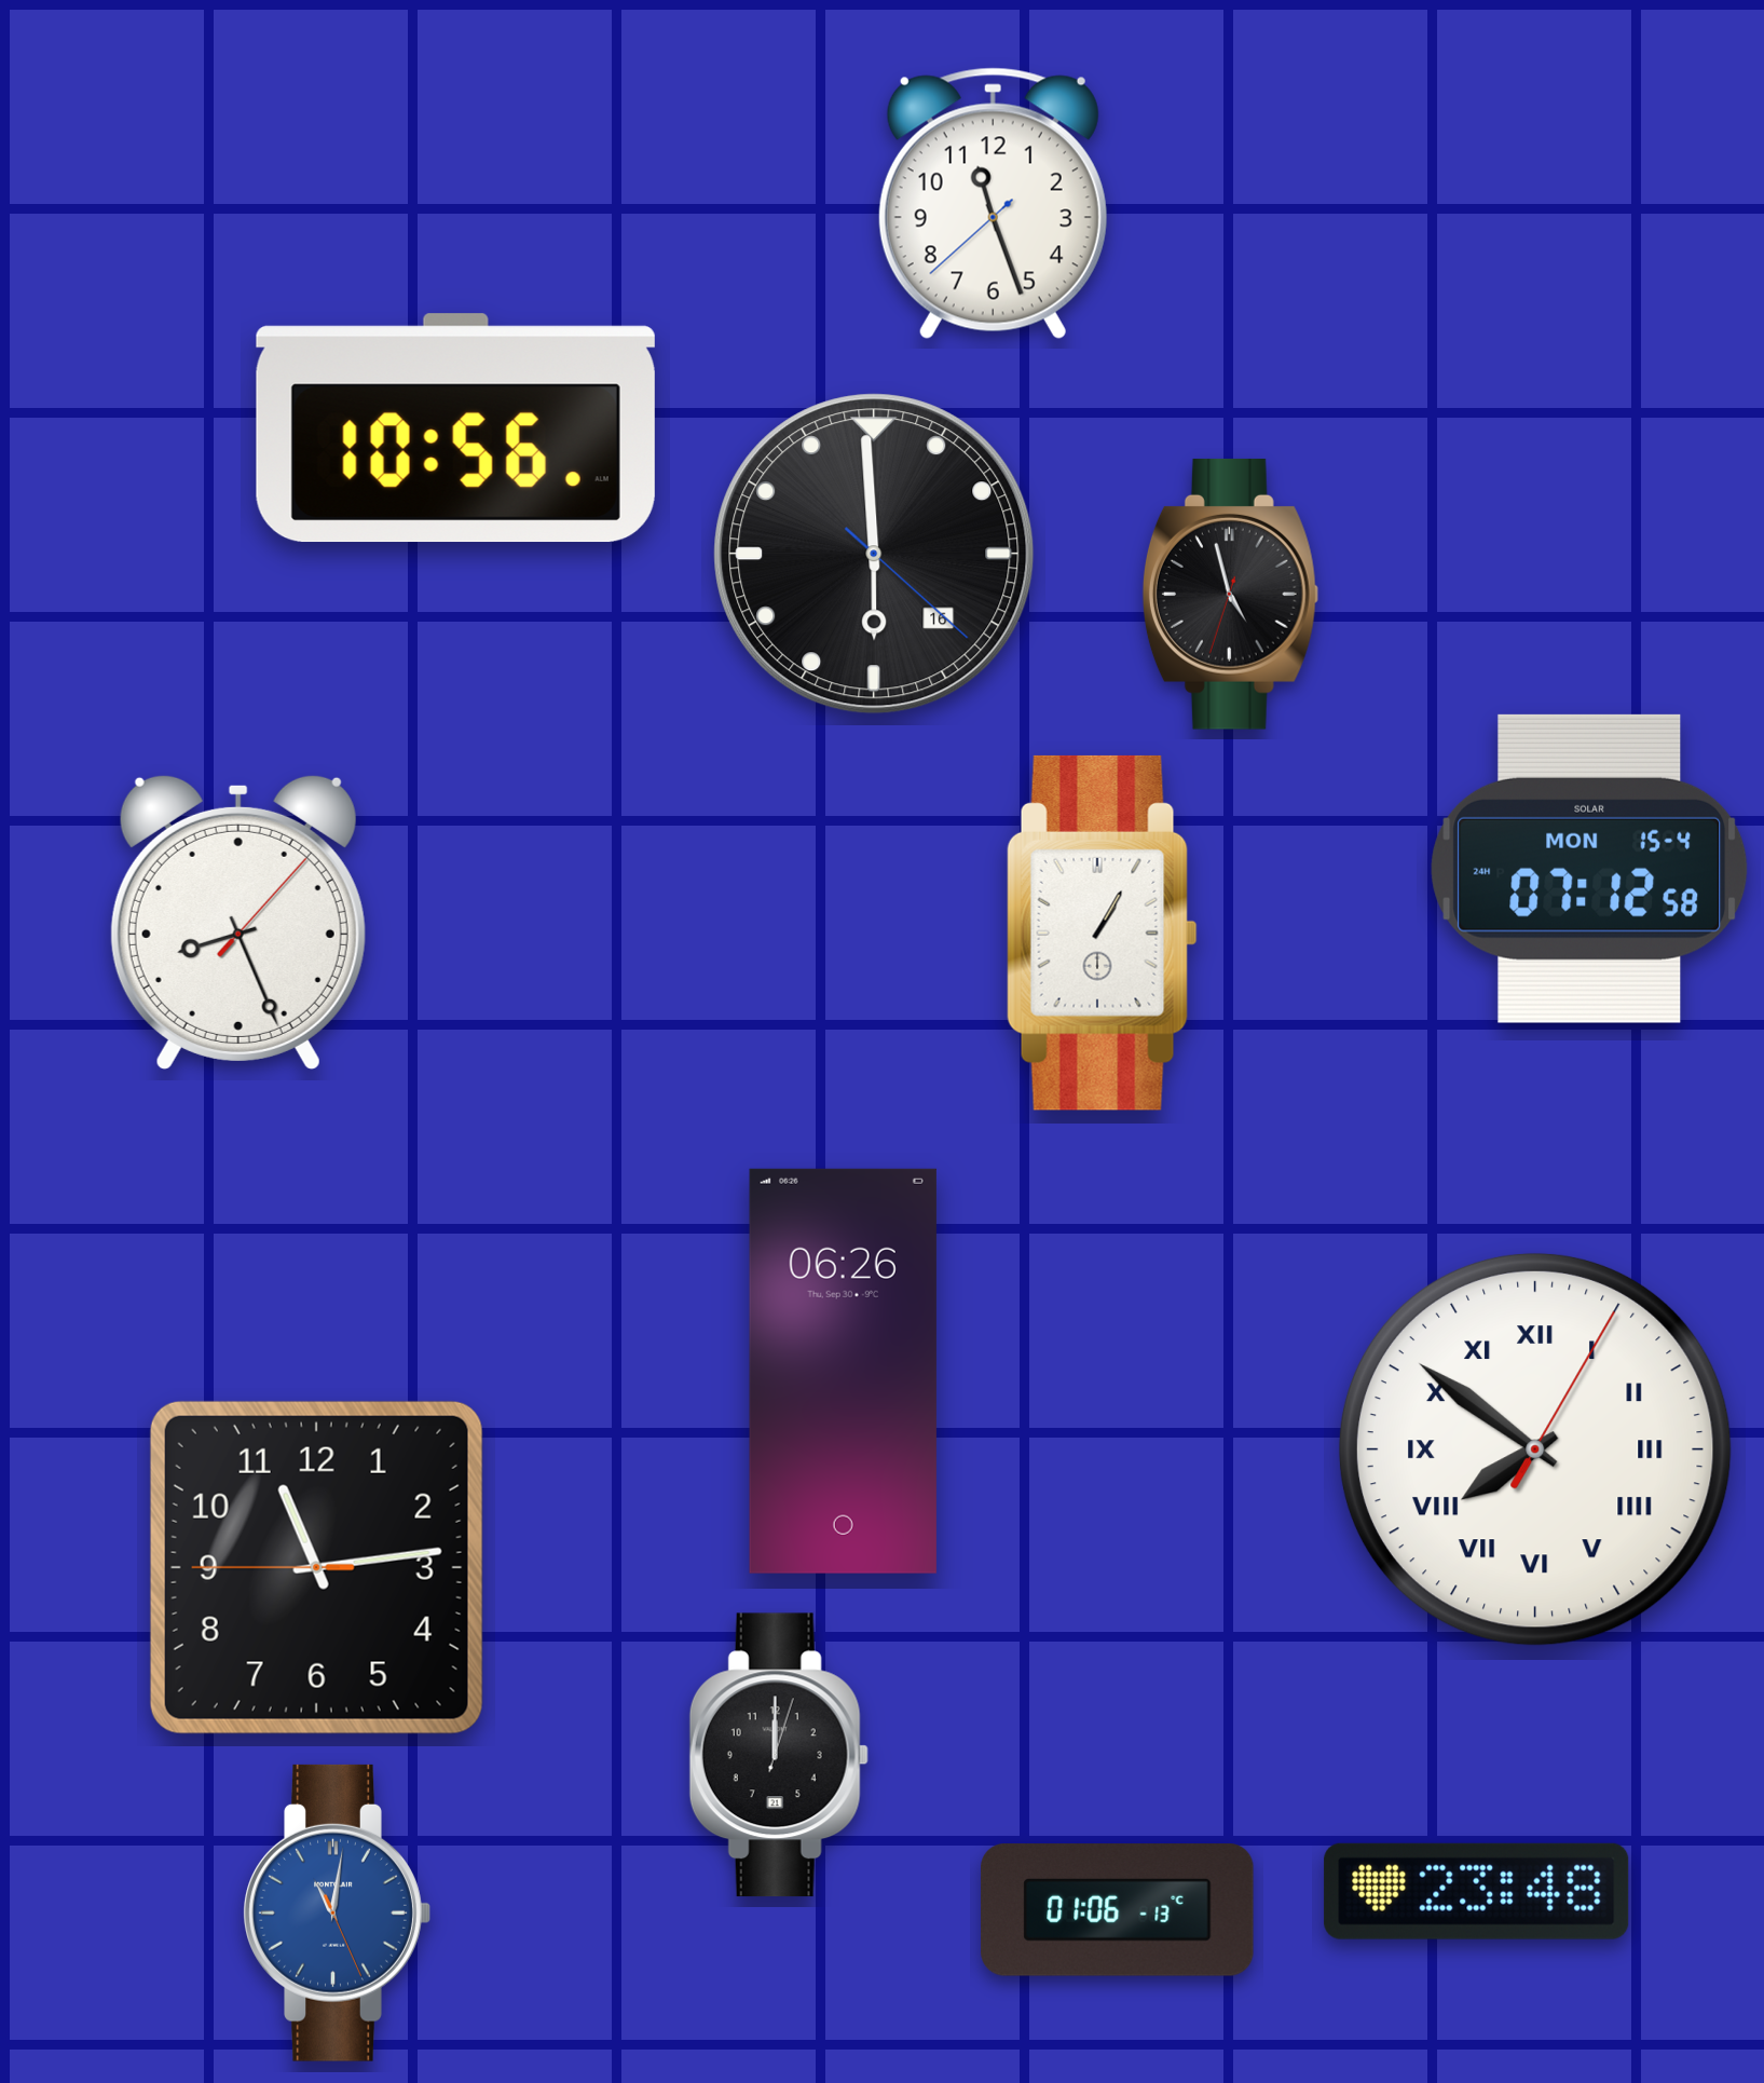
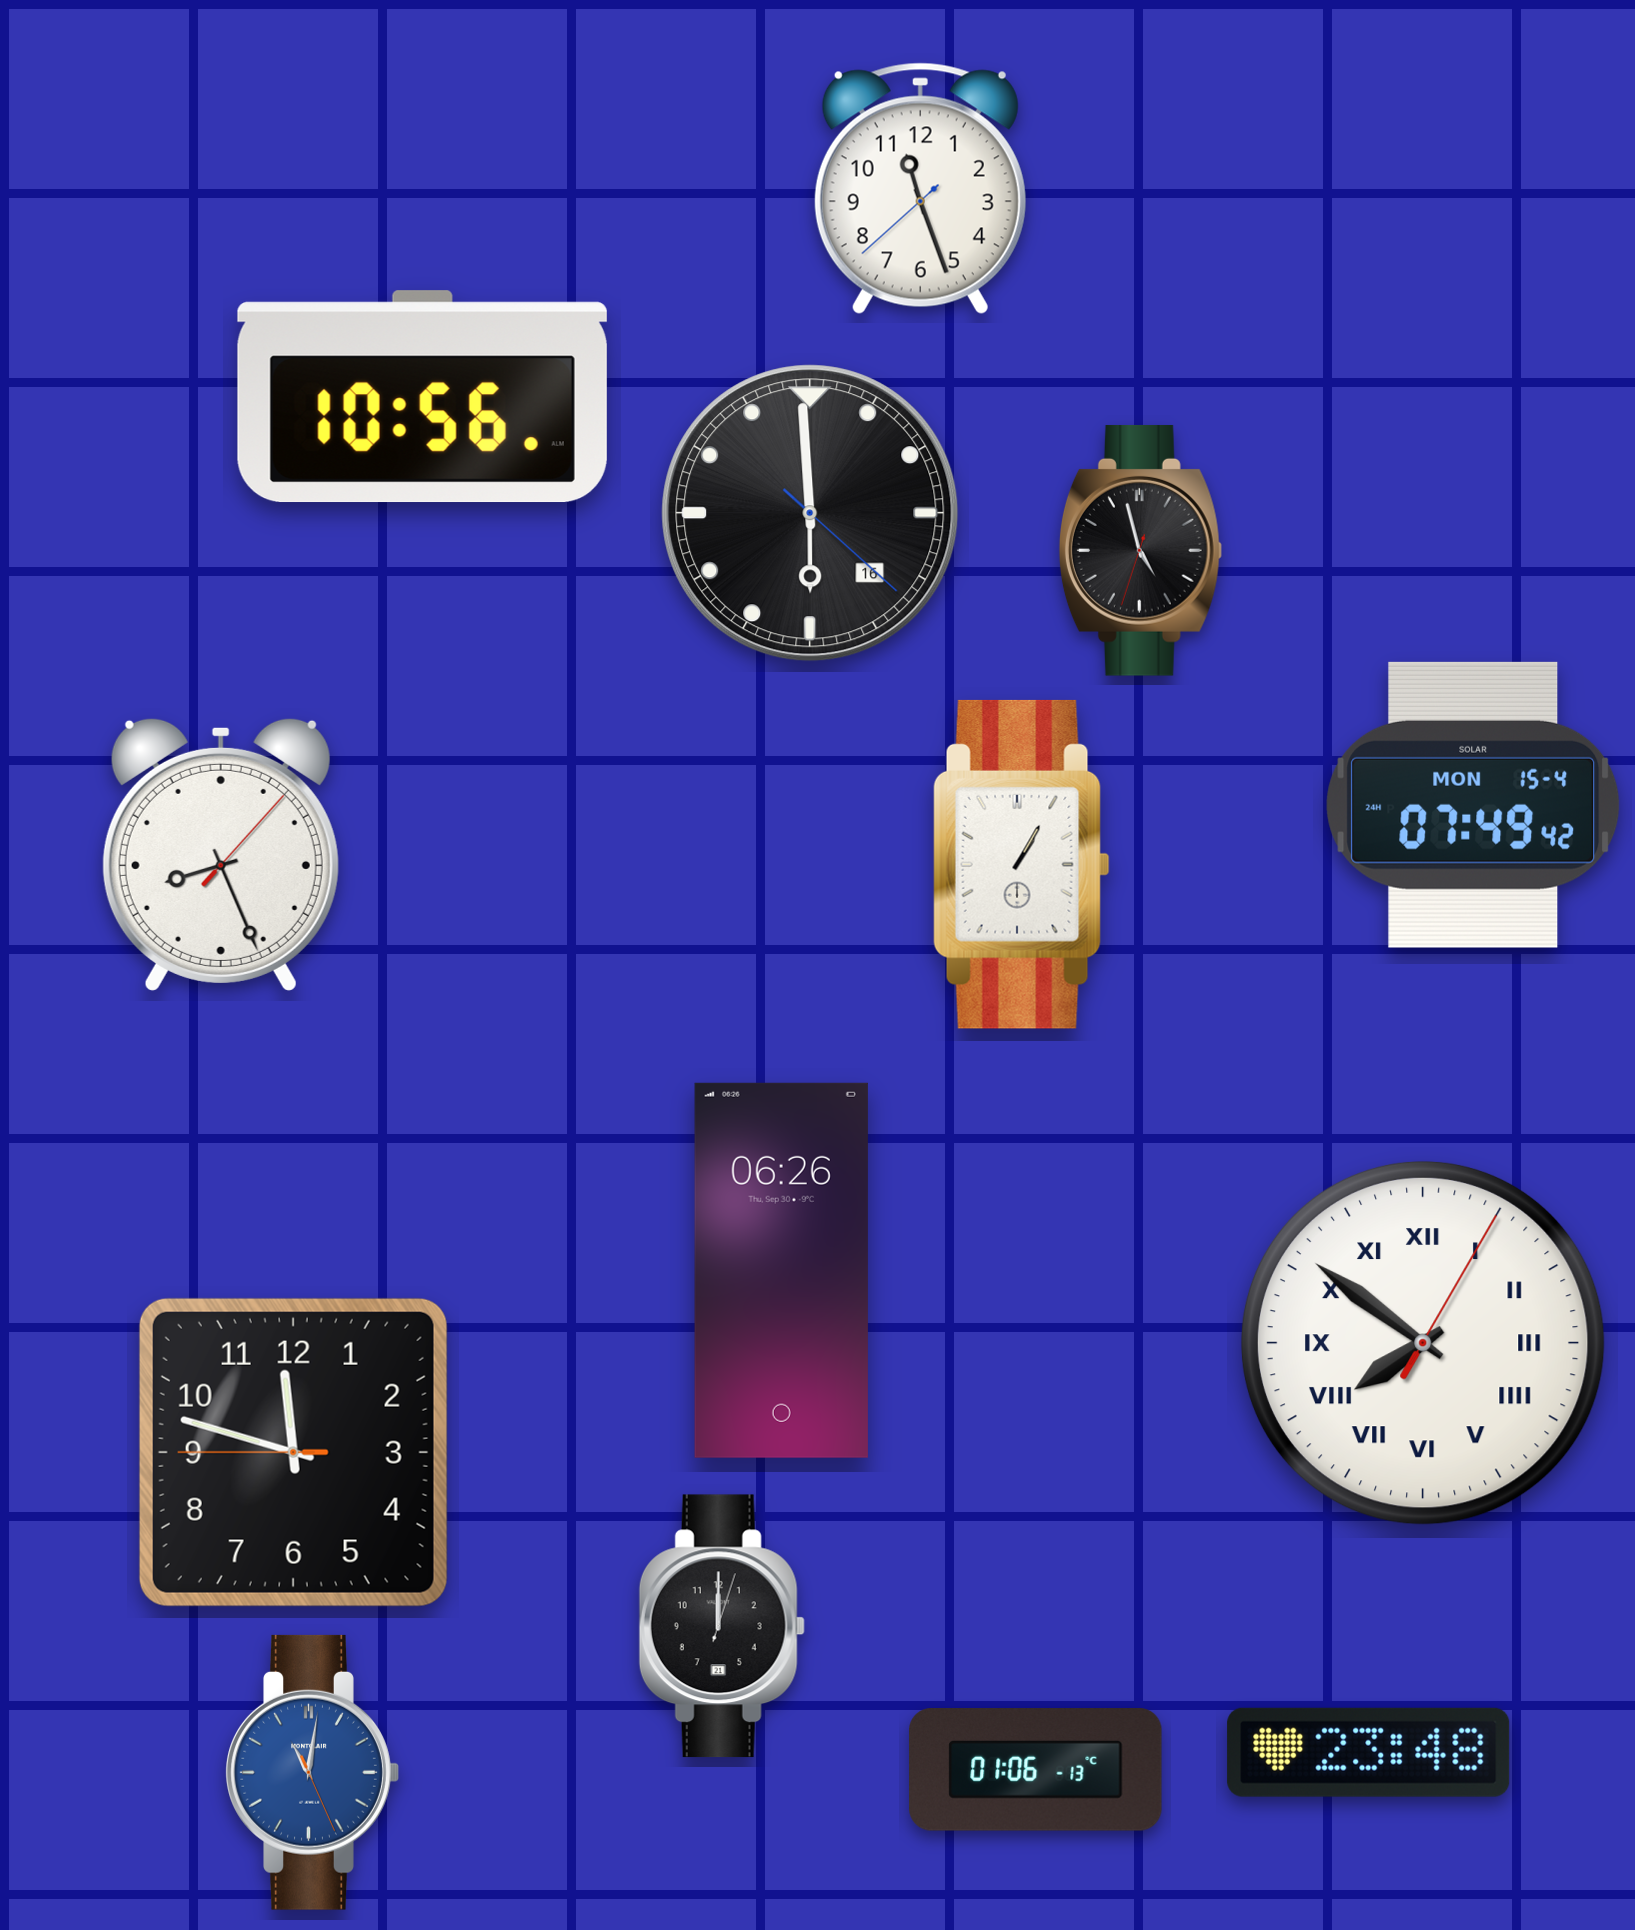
clock at (1589, 869): 07:12 -> 07:49
clock at (316, 1567): 11:13 -> 11:47
